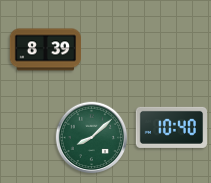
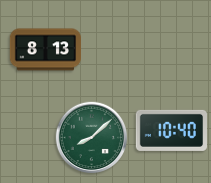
clock at (45, 50): 8:39 -> 8:13
clock at (171, 127) position: (171, 127) -> (171, 130)
